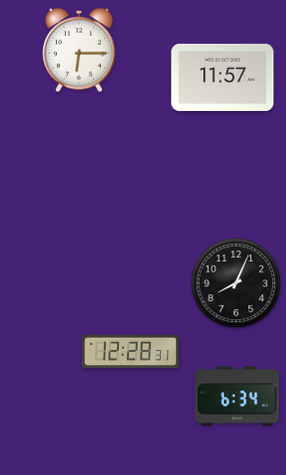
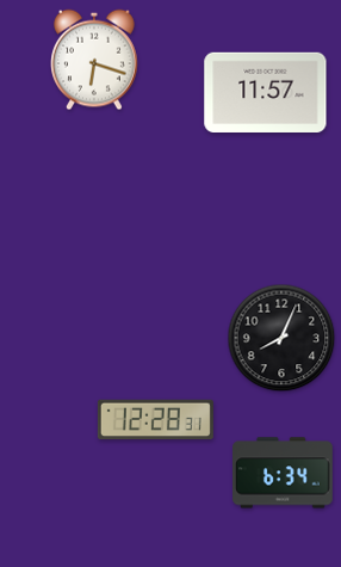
clock at (80, 50): 6:15 -> 6:18
